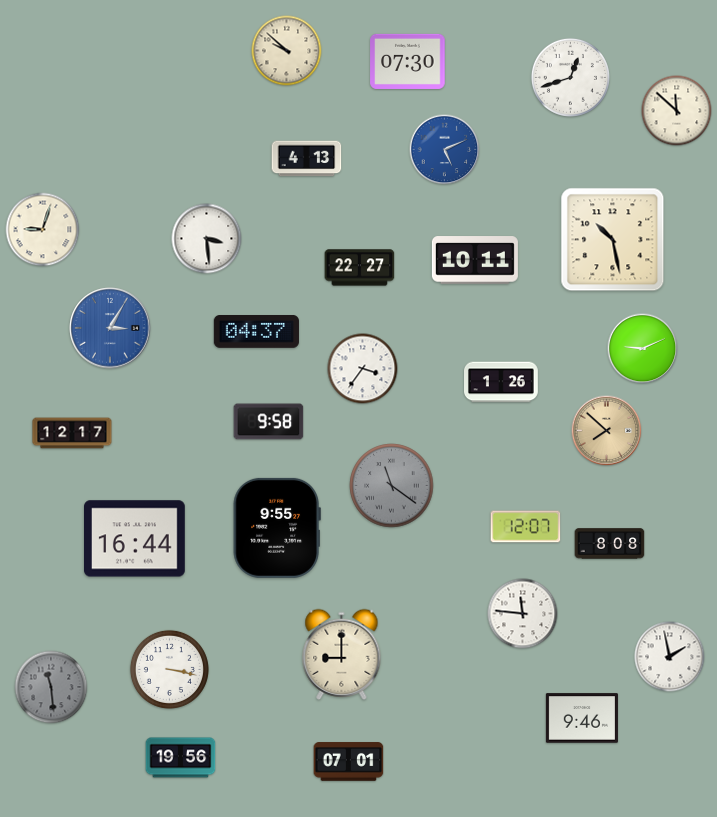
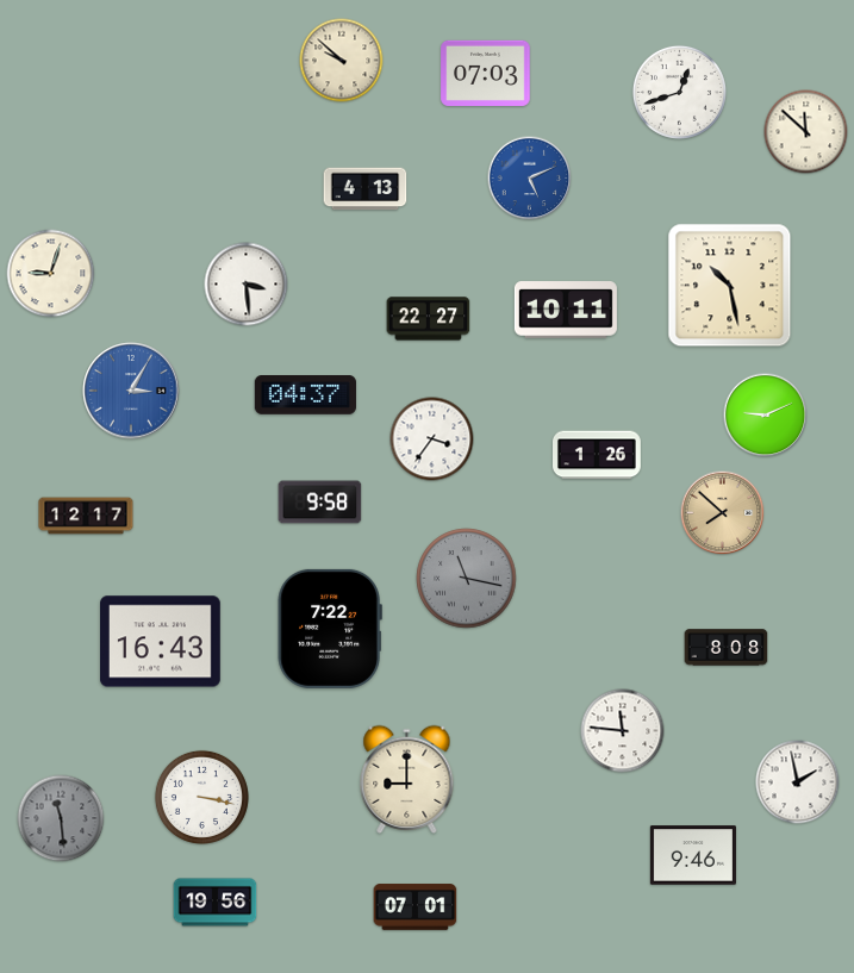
clock at (408, 61): 07:30 -> 07:03
clock at (392, 486): 11:21 -> 11:17
clock at (526, 527): 12:07 -> none
clock at (277, 528): 9:55 -> 7:22
clock at (135, 539): 16:44 -> 16:43
